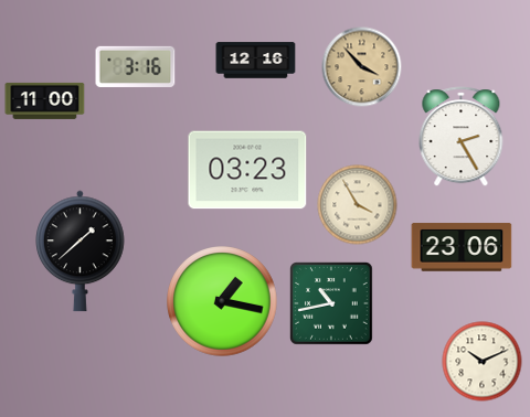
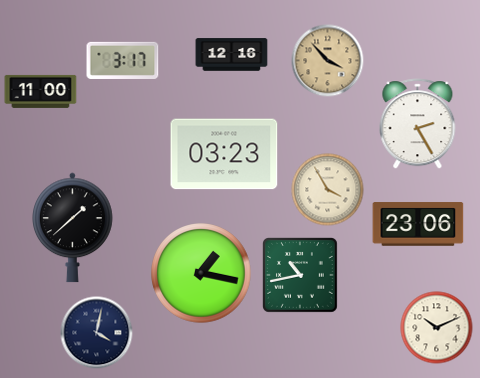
clock at (136, 66): 3:16 -> 3:17
clock at (358, 205) position: (358, 205) -> (328, 190)
clock at (97, 333): none -> 4:02
